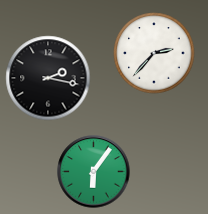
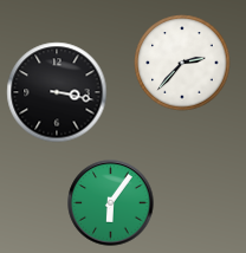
clock at (48, 78): 2:17 -> 3:17
